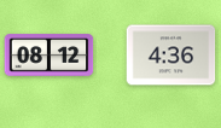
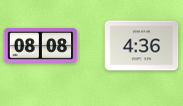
clock at (50, 56): 08:12 -> 08:08
